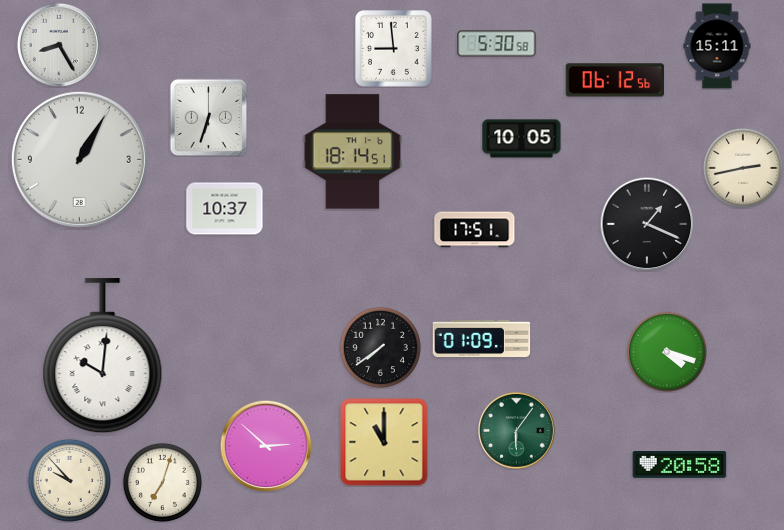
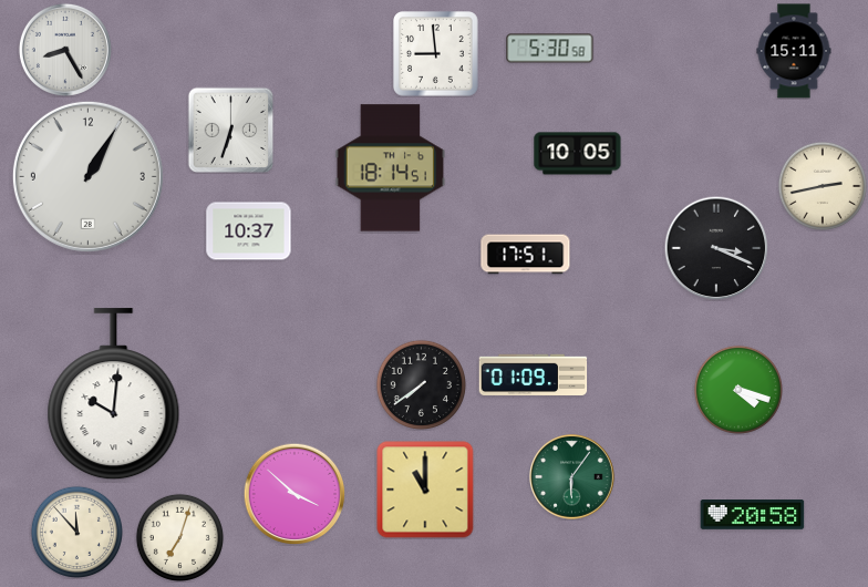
clock at (615, 80): 06:12 -> none
clock at (647, 224): 1:19 -> 3:19
clock at (266, 446): 2:52 -> 3:52
clock at (69, 480): 9:53 -> 11:53
clock at (162, 482) position: (162, 482) -> (179, 537)
